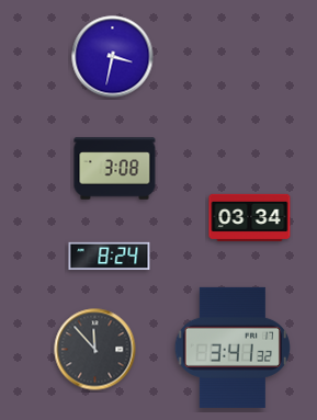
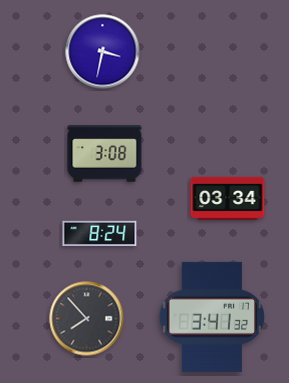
clock at (95, 350): 11:53 -> 7:53
